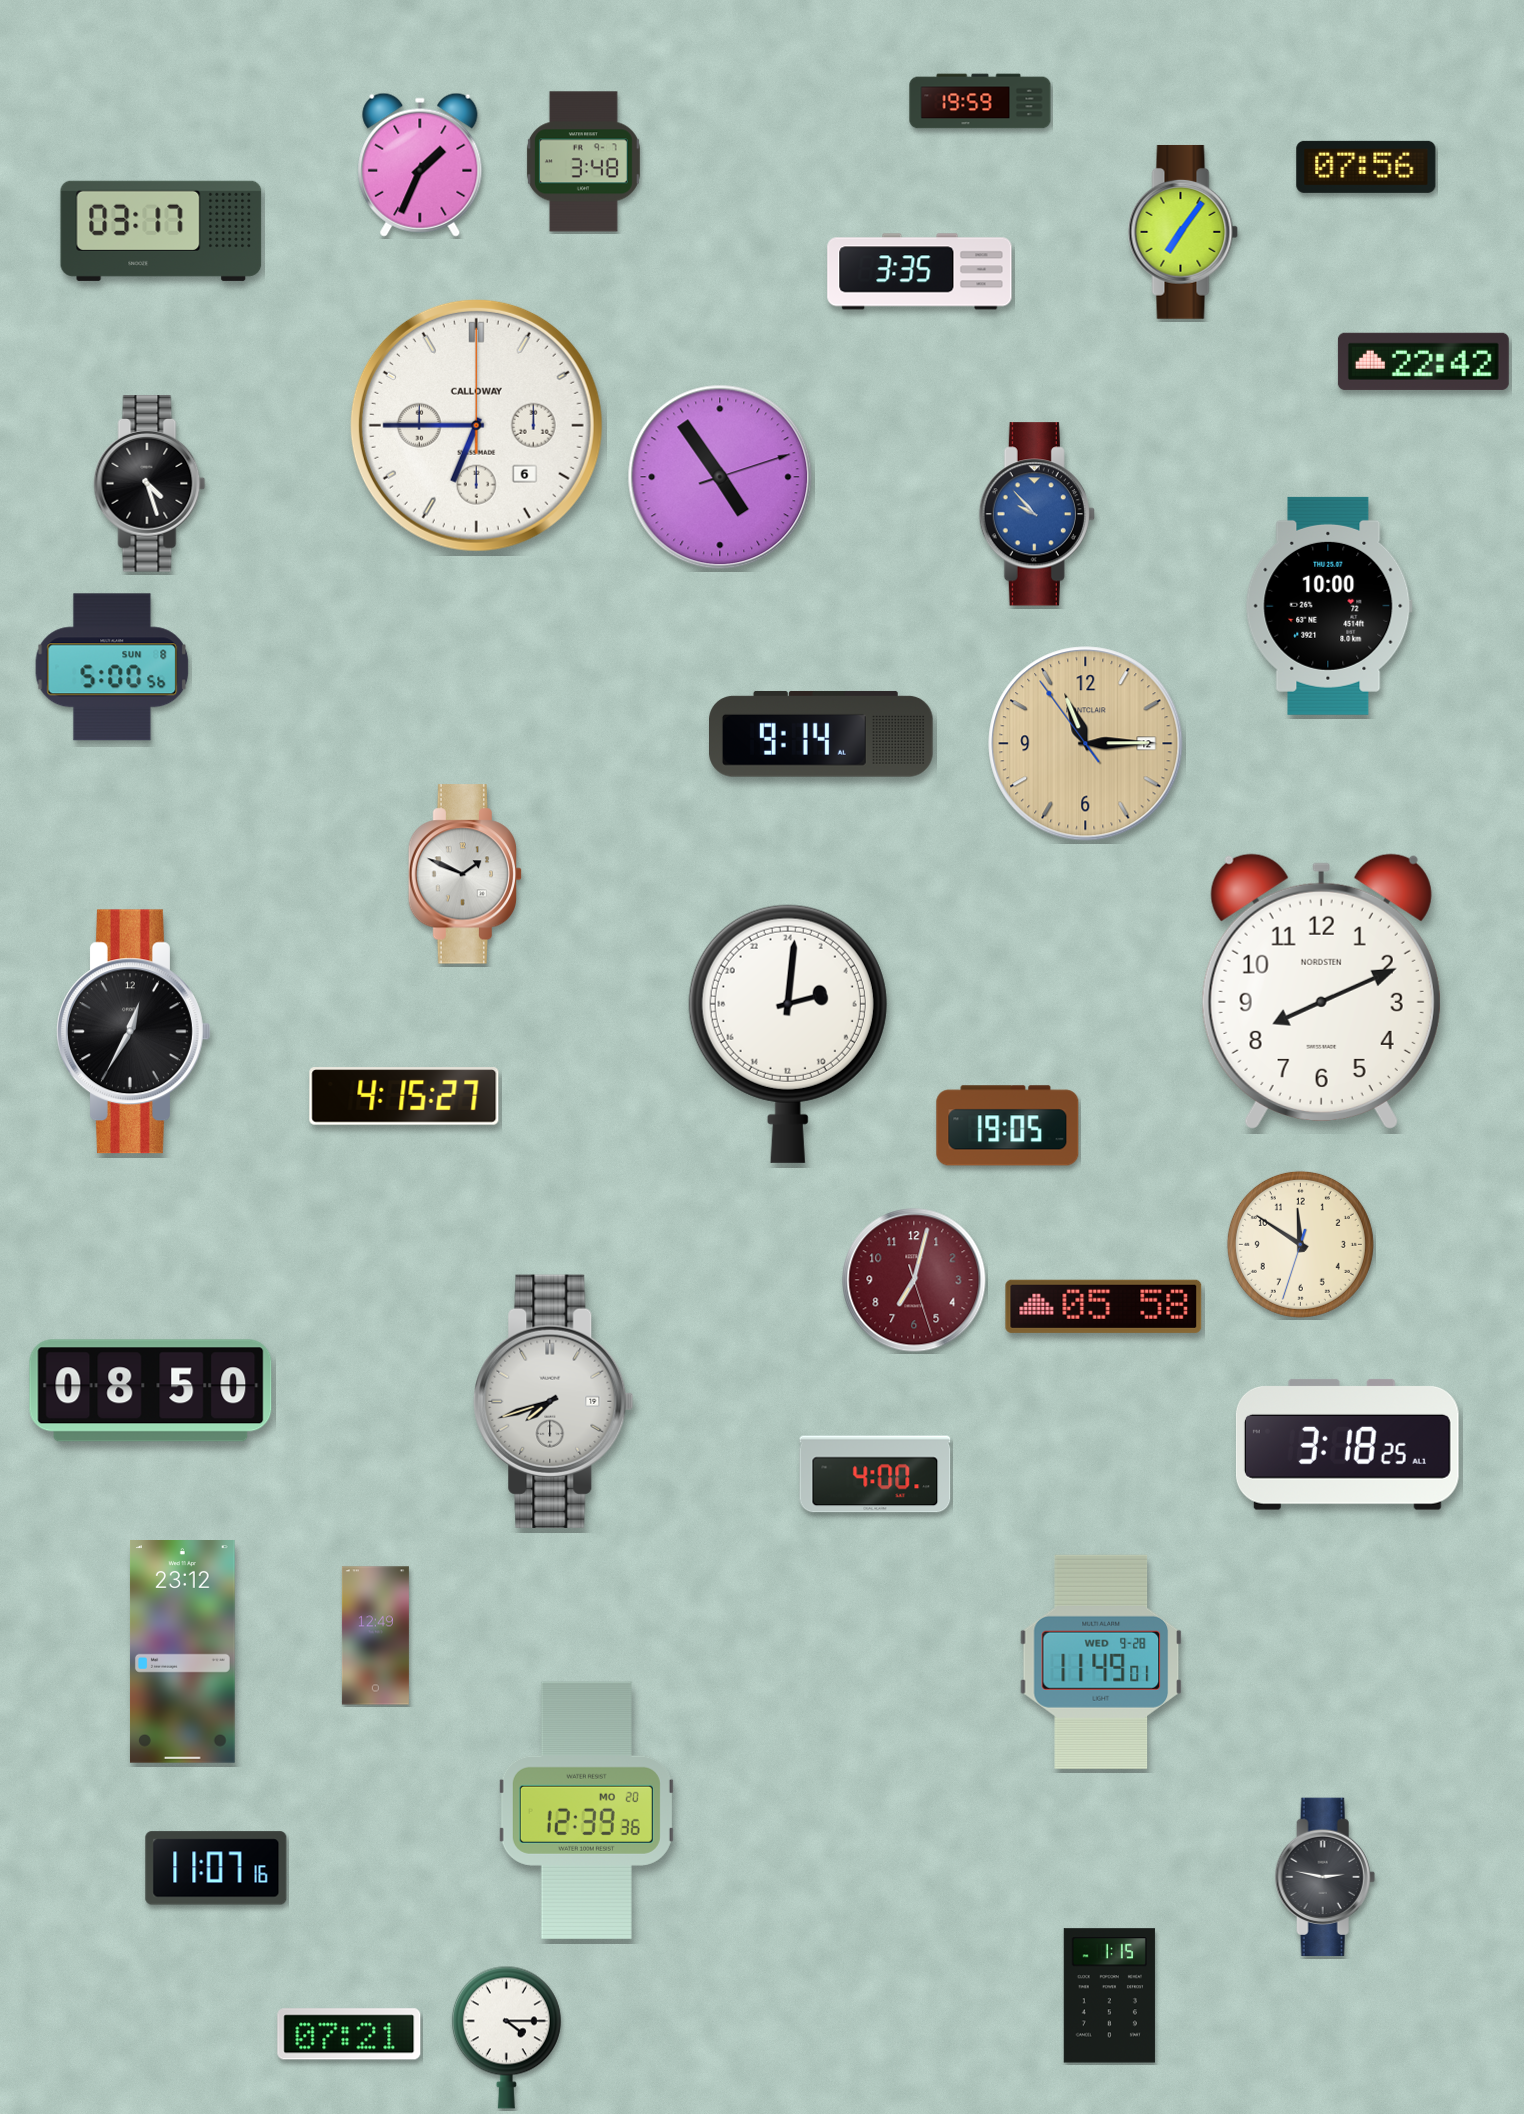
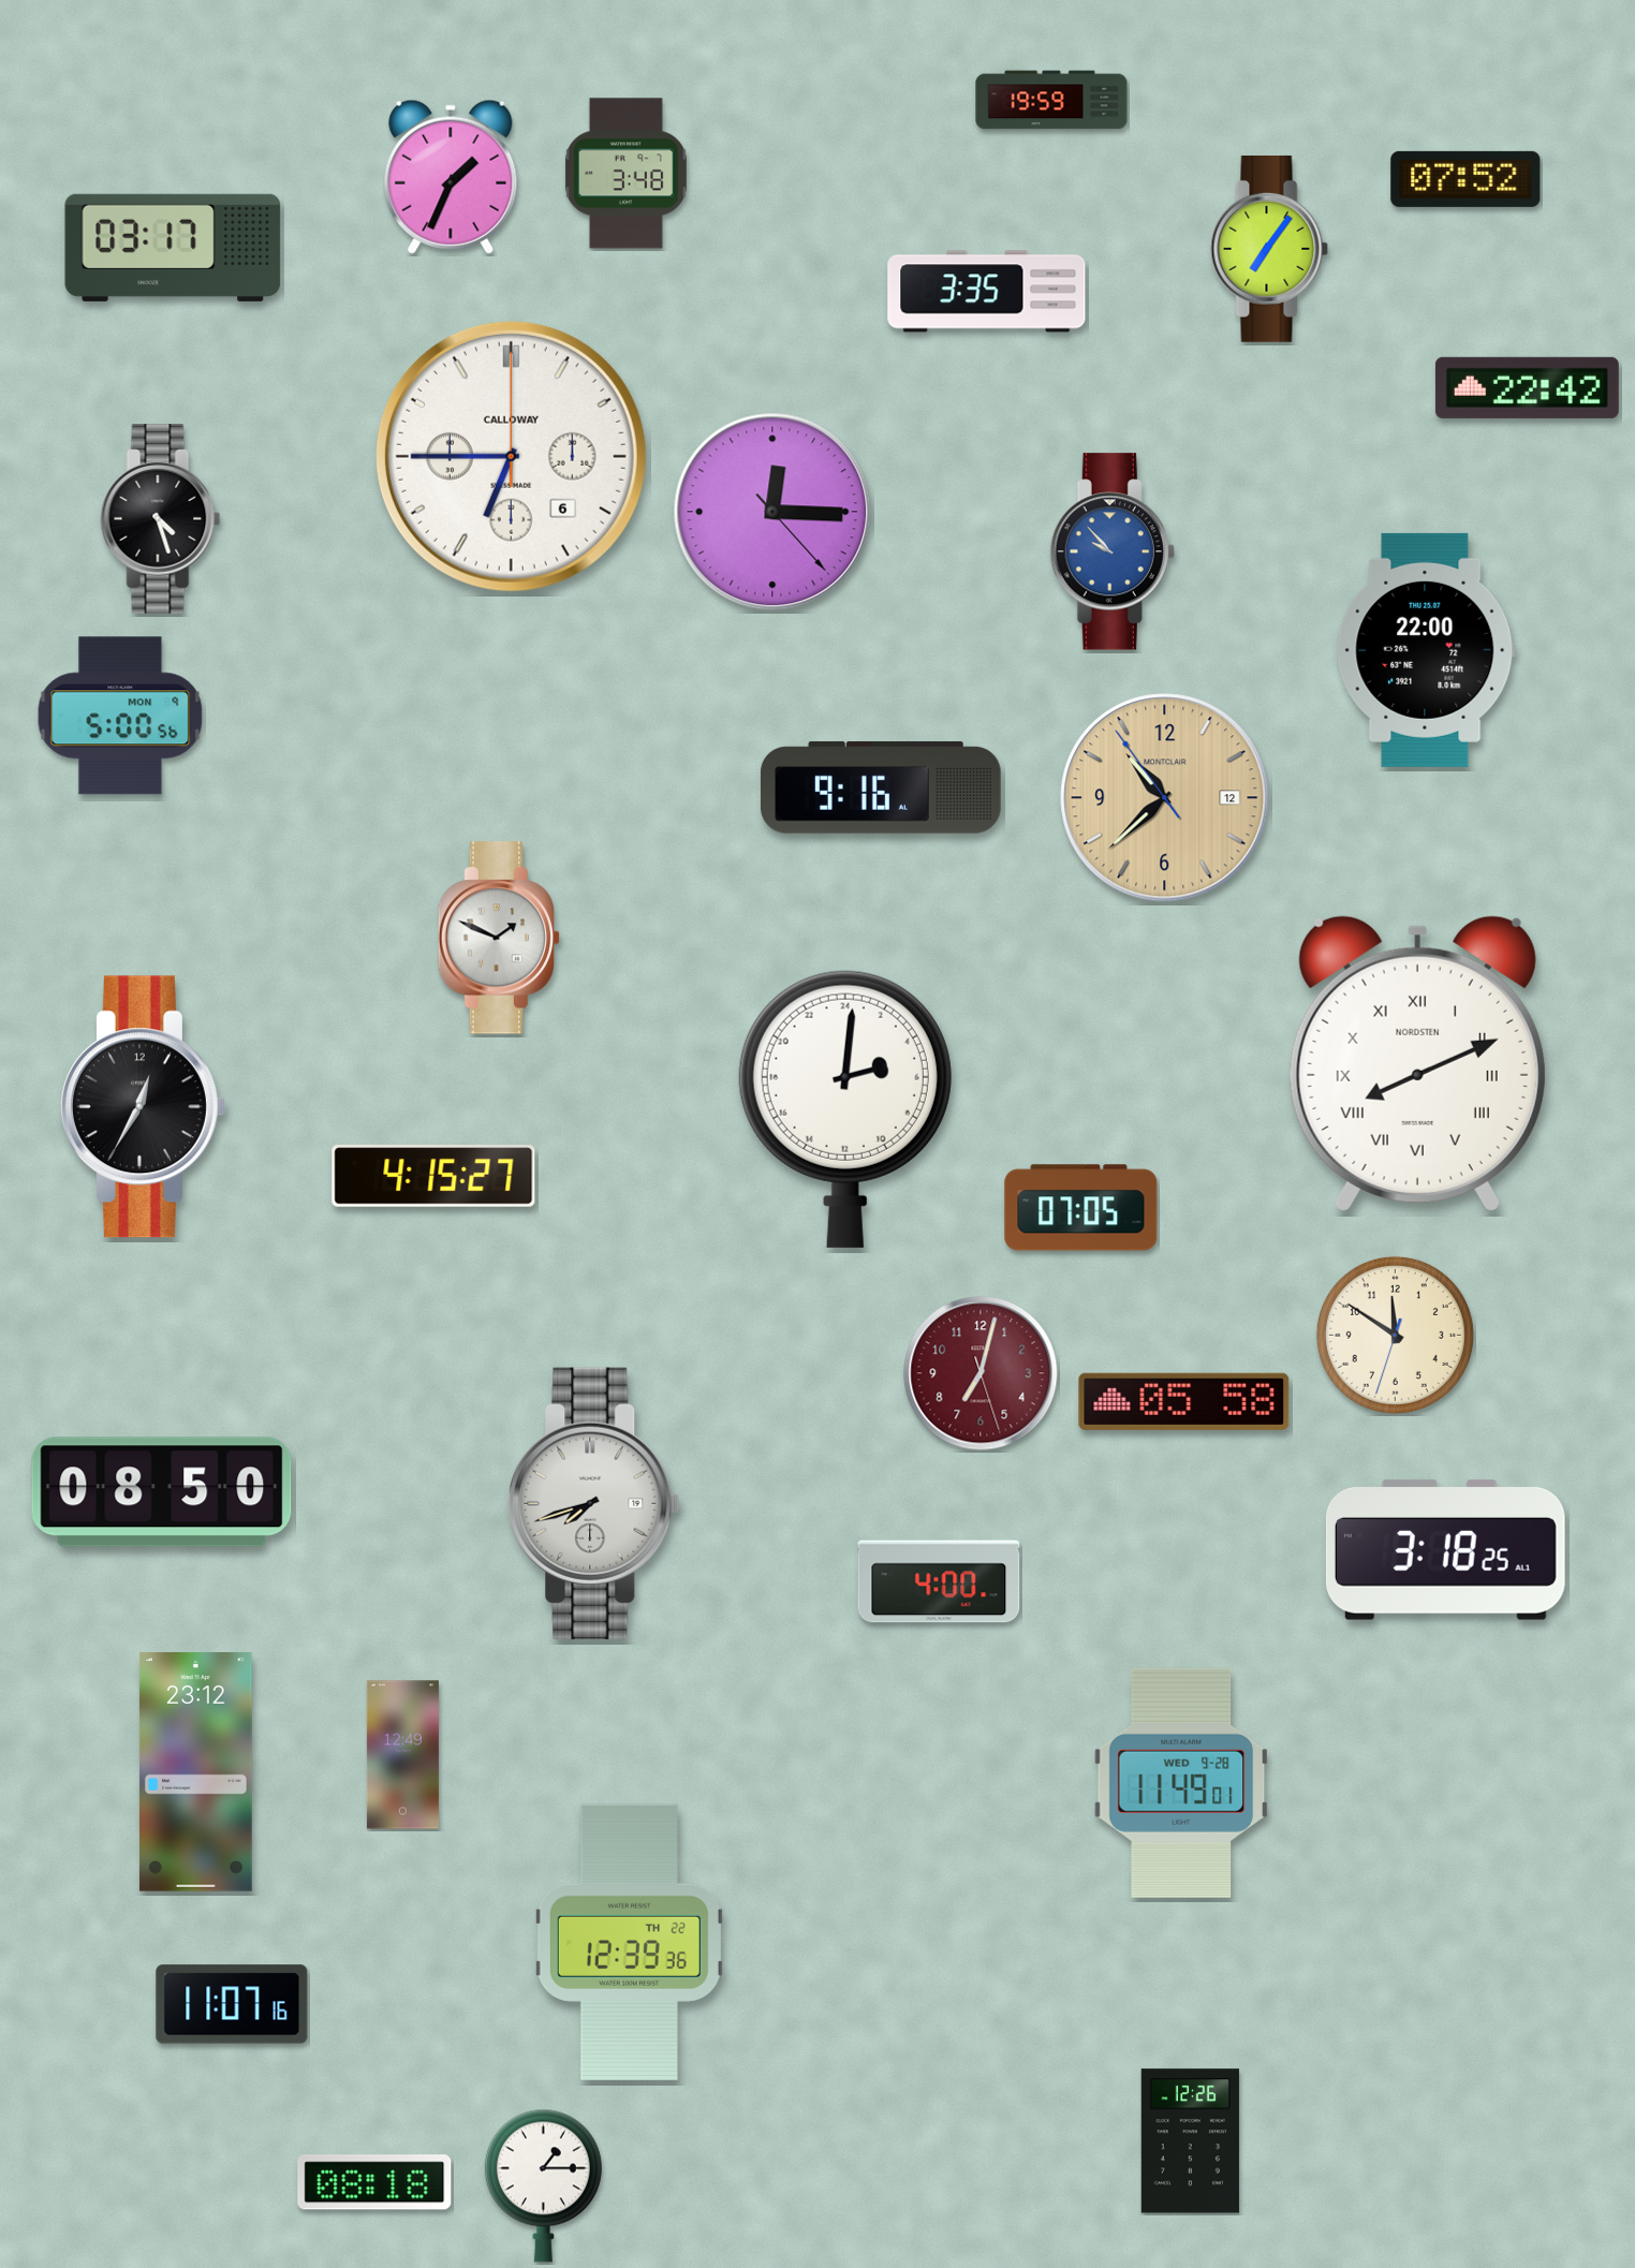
clock at (980, 101) position: (980, 101) -> (1051, 100)
clock at (1366, 167): 07:56 -> 07:52
clock at (720, 477): 4:54 -> 12:15
clock at (1329, 606): 10:00 -> 22:00
clock at (112, 667) date: SUN 8 -> MON 9
clock at (822, 734): 9:14 -> 9:16
clock at (1086, 744): 11:14 -> 10:37
clock at (1321, 991) numerals: Arabic -> Roman
clock at (1008, 1126): 19:05 -> 07:05
clock at (586, 1810) date: MO 20 -> TH 22
clock at (1325, 1877): 2:47 -> none
clock at (1109, 1996): 1:15 -> 12:26
clock at (349, 2034): 07:21 -> 08:18
clock at (506, 2037): 4:15 -> 1:15
